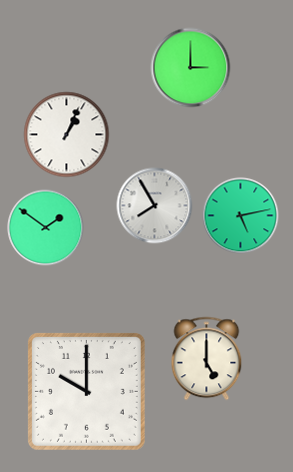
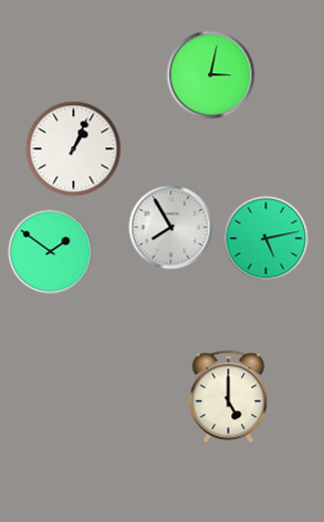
clock at (191, 68): 3:00 -> 3:02
clock at (86, 391): 10:00 -> none
